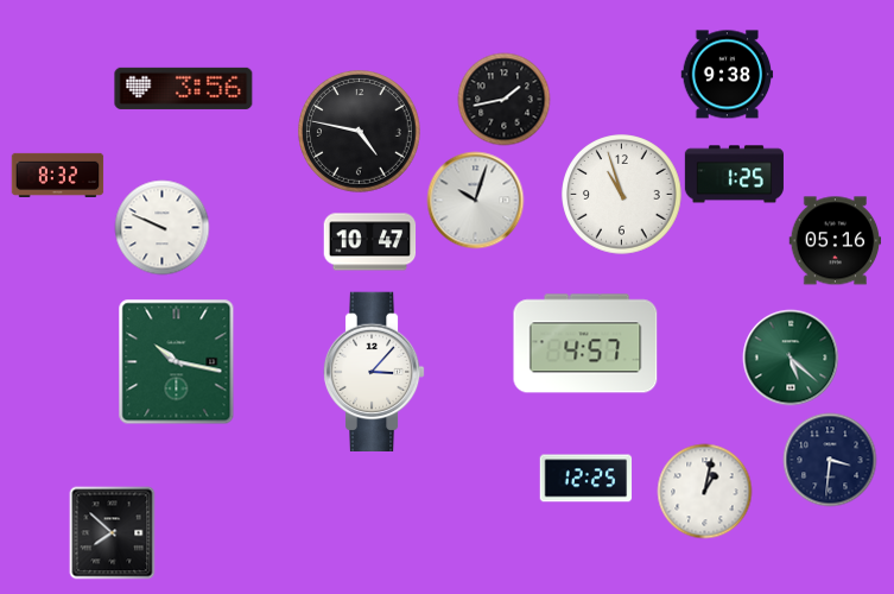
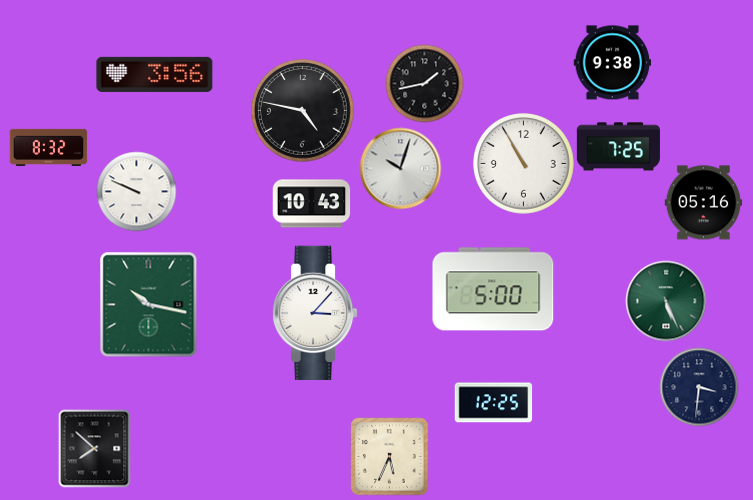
clock at (734, 175): 1:25 -> 7:25
clock at (622, 195): 10:57 -> 10:55
clock at (369, 242): 10:47 -> 10:43
clock at (585, 343): 4:57 -> 5:00
clock at (791, 358): 5:22 -> 5:26
clock at (704, 491): 1:02 -> none
clock at (389, 456): none -> 5:34
